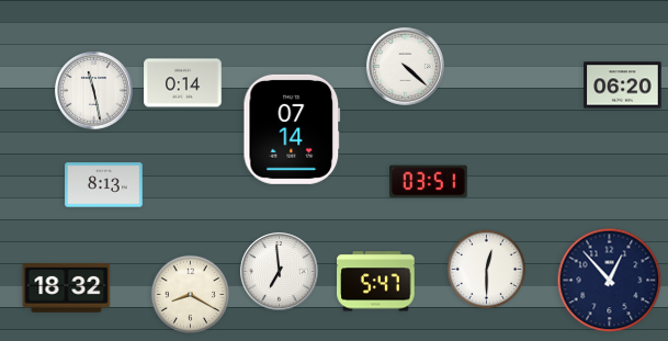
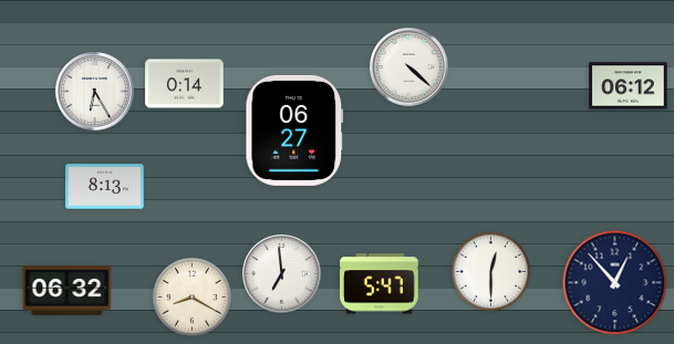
clock at (623, 86): 06:20 -> 06:12
clock at (94, 91): 11:28 -> 6:25
clock at (292, 129): 07:14 -> 06:27
clock at (429, 182): 03:51 -> none
clock at (67, 288): 18:32 -> 06:32
